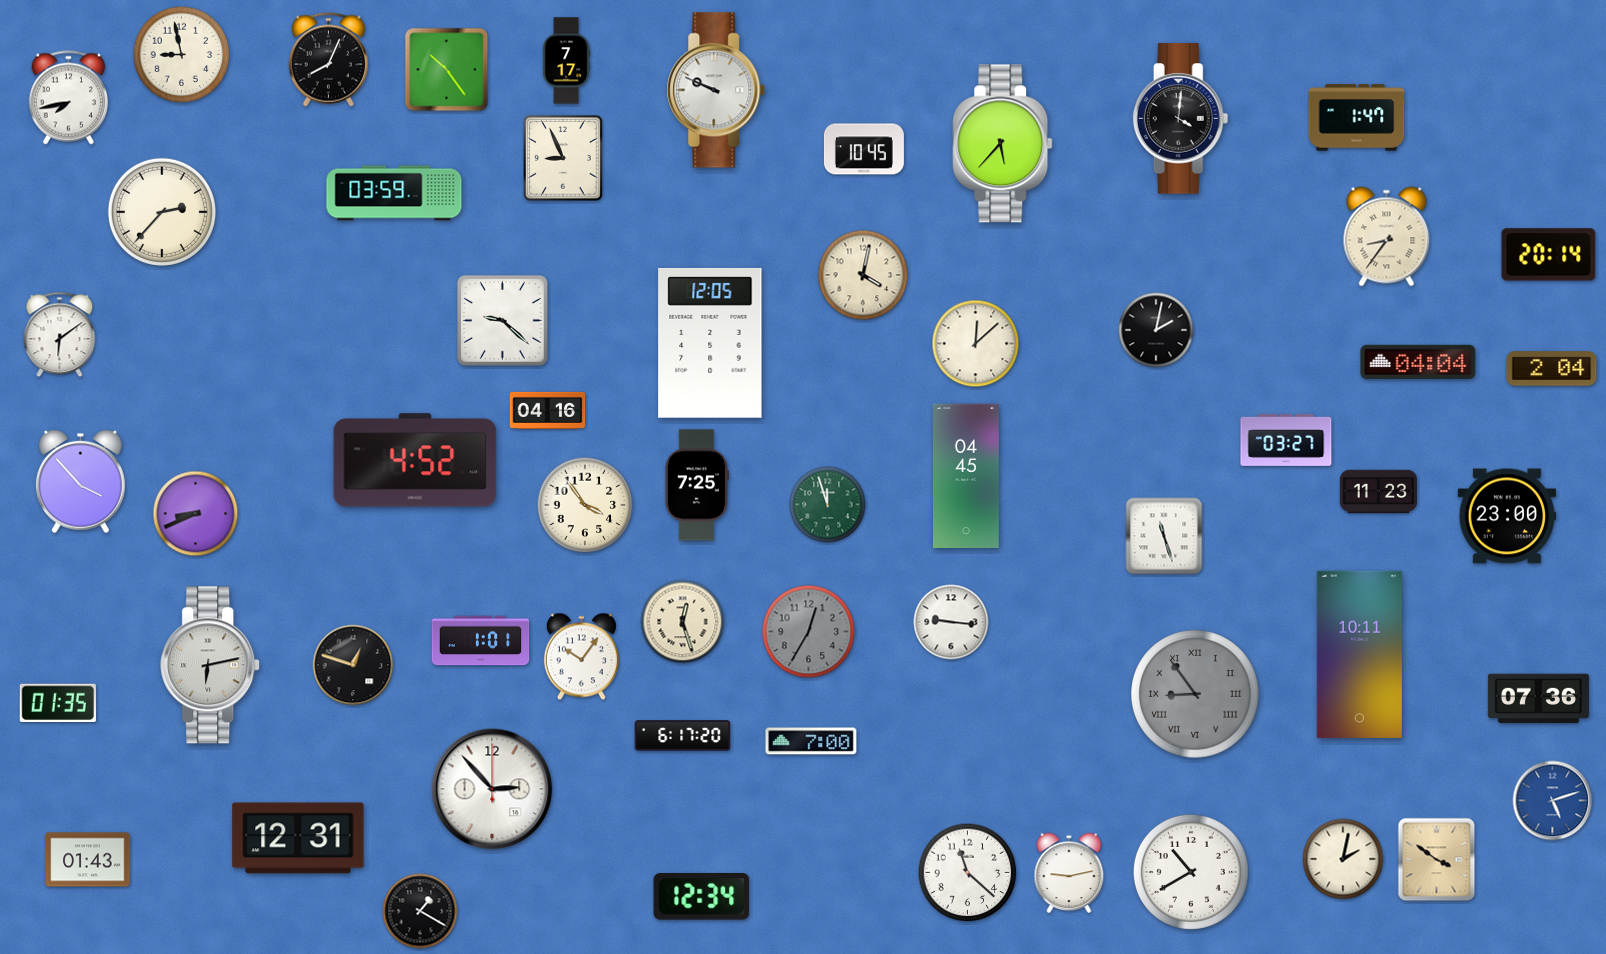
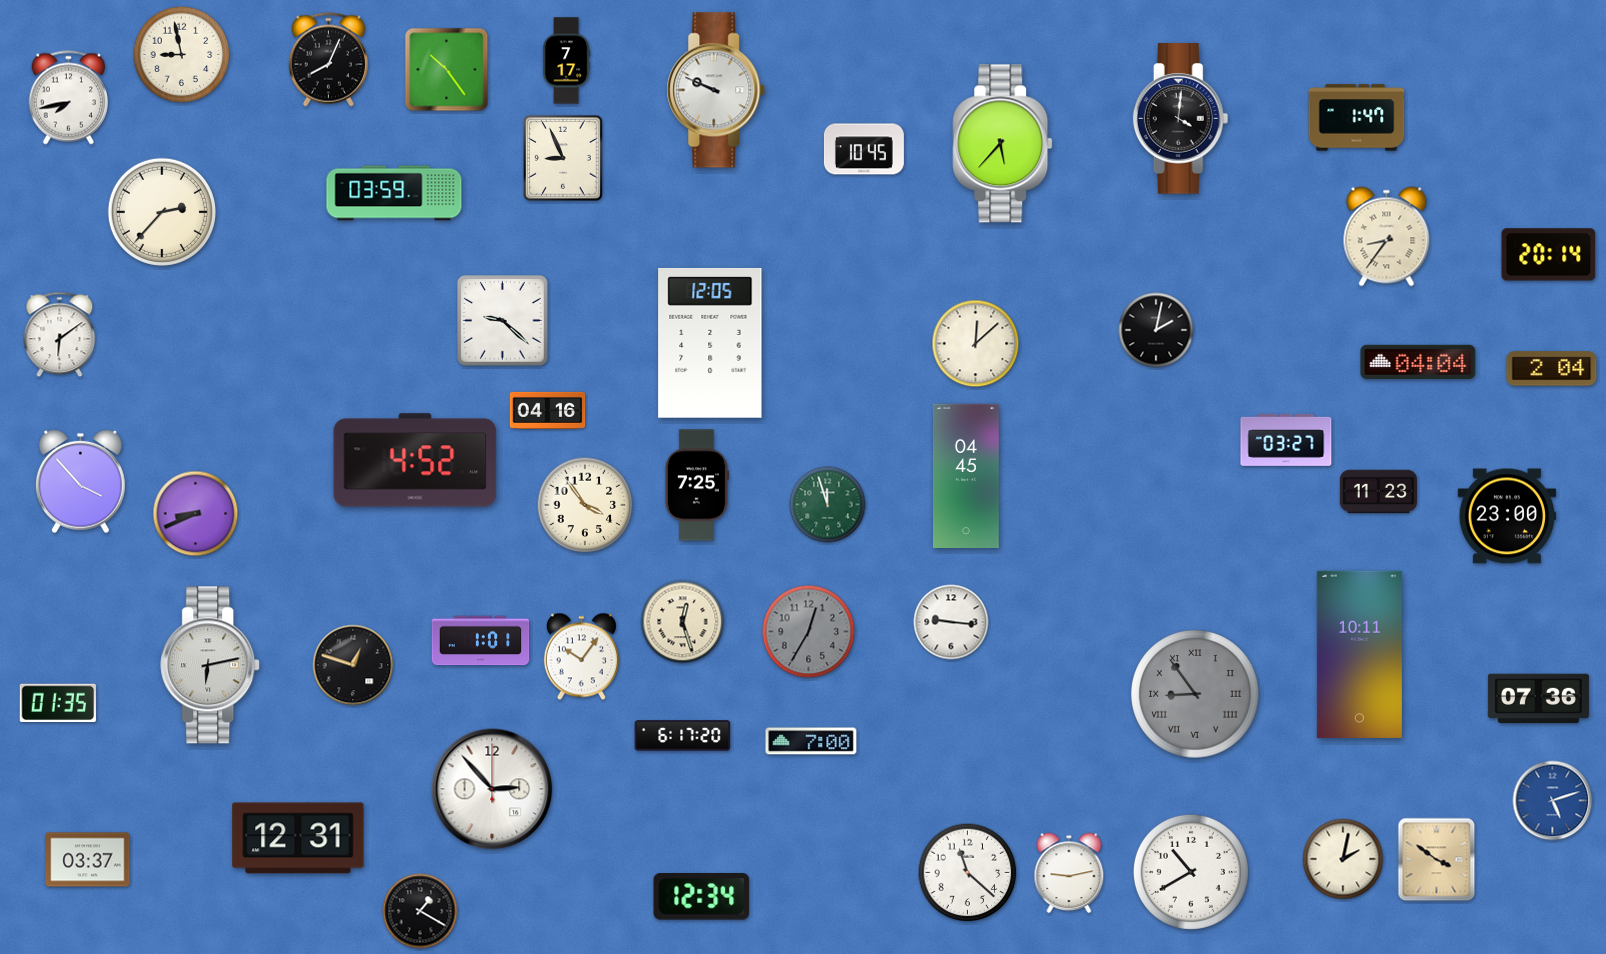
clock at (863, 275): 4:02 -> none
clock at (1164, 536): 11:27 -> none
clock at (88, 860): 01:43 -> 03:37
